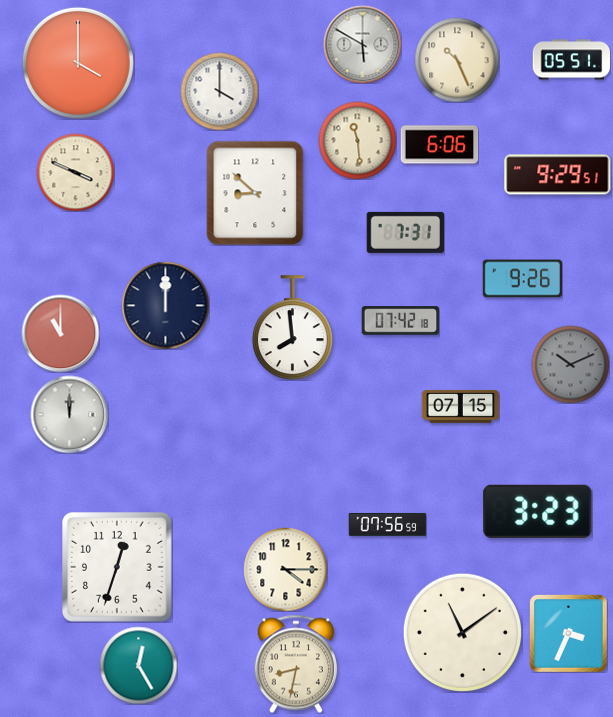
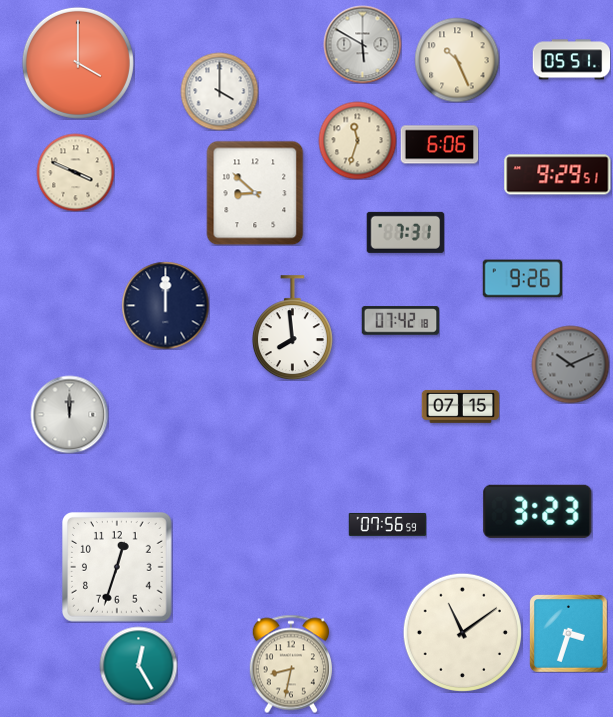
clock at (357, 140): 11:29 -> 11:33
clock at (60, 333): 11:00 -> none
clock at (285, 569): 4:15 -> none
clock at (569, 634): 3:34 -> 3:33
clock at (296, 664) position: (296, 664) -> (291, 664)
